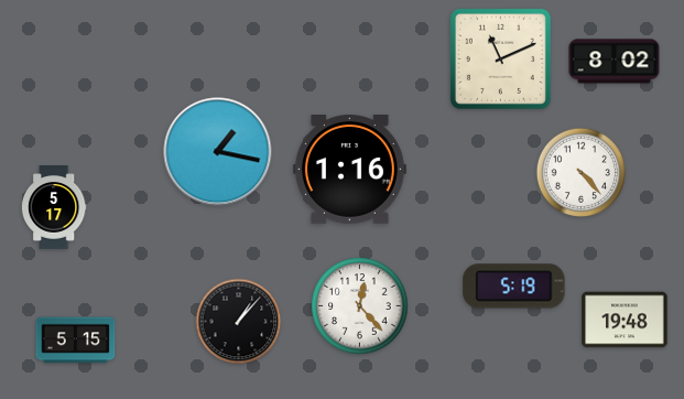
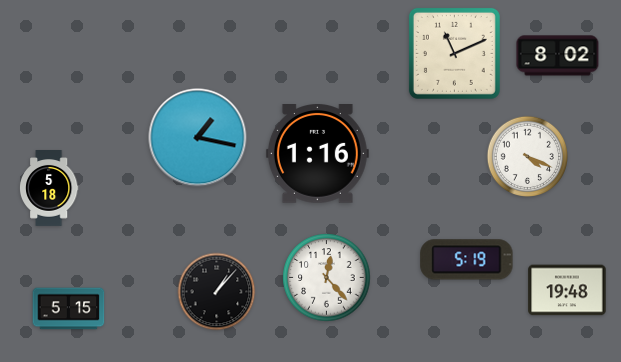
clock at (582, 173): 4:23 -> 4:19
clock at (54, 208): 5:17 -> 5:18
